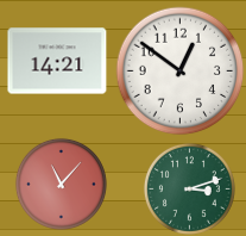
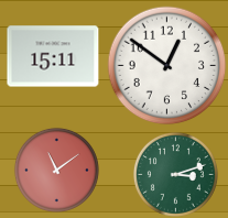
clock at (57, 61): 14:21 -> 15:11
clock at (61, 184): 11:07 -> 11:09
